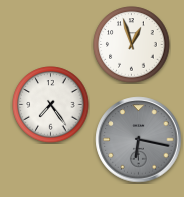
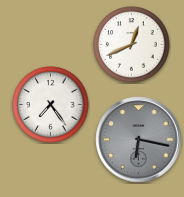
clock at (132, 45): 12:57 -> 12:41
